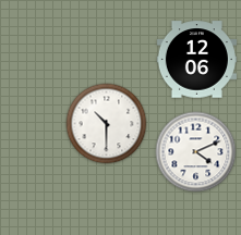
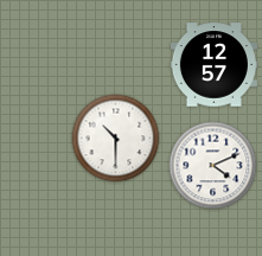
clock at (196, 60): 12:06 -> 12:57
clock at (107, 124) position: (107, 124) -> (116, 139)
